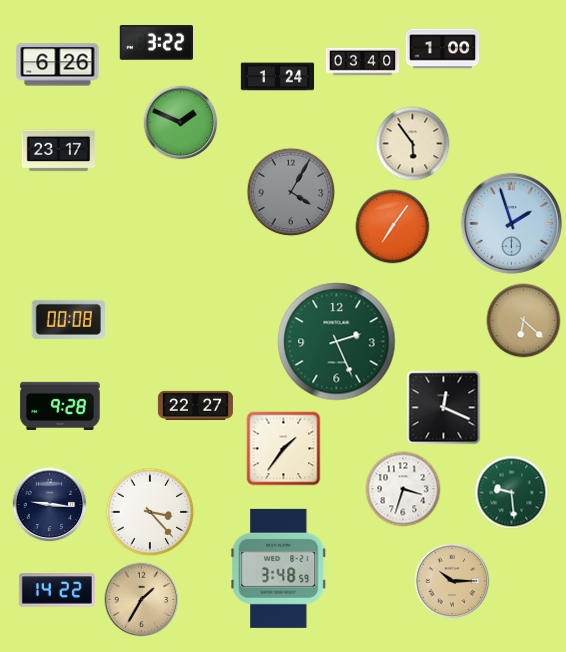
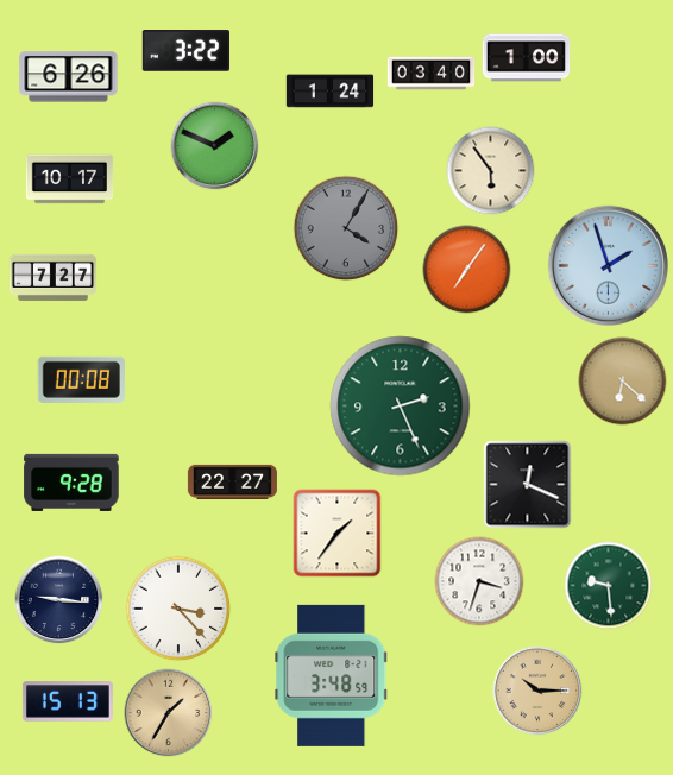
clock at (59, 151): 23:17 -> 10:17
clock at (54, 277): none -> 7:27
clock at (57, 590): 14:22 -> 15:13
